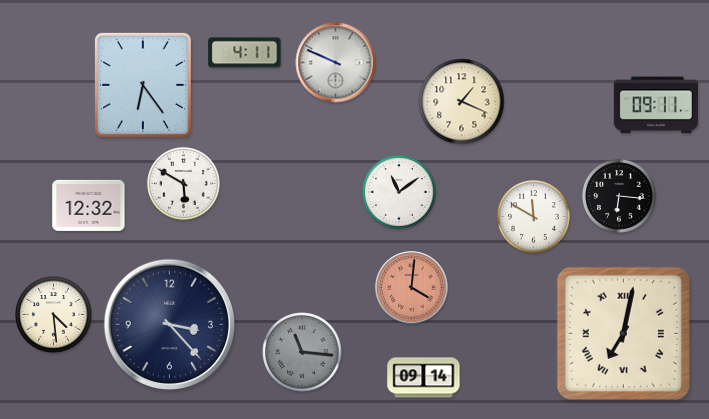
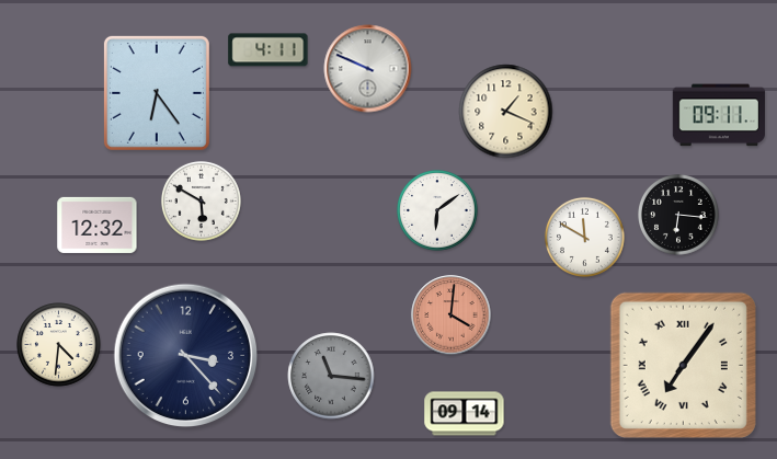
clock at (245, 53) position: (245, 53) -> (268, 50)
clock at (400, 193): 11:09 -> 6:09
clock at (54, 315): 4:29 -> 4:31
clock at (623, 333): 7:02 -> 7:06
clock at (302, 352) position: (302, 352) -> (331, 376)
